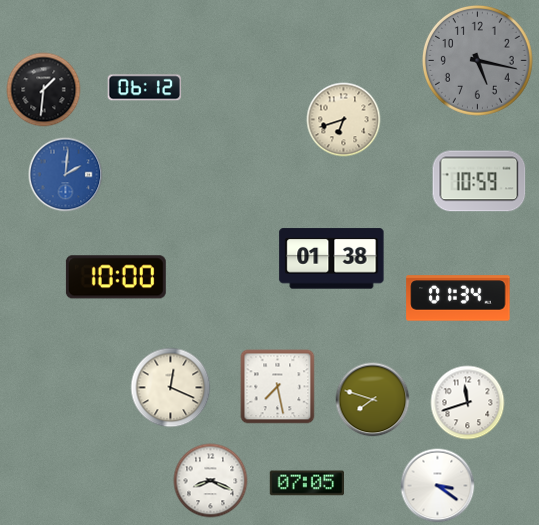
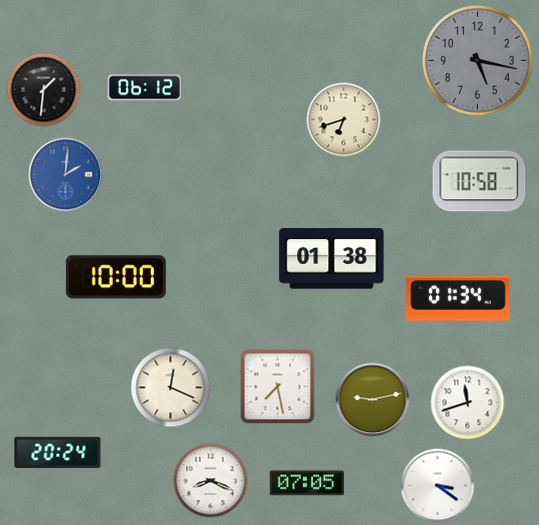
clock at (479, 181): 10:59 -> 10:58
clock at (373, 400): 7:48 -> 9:13
clock at (58, 452): none -> 20:24
